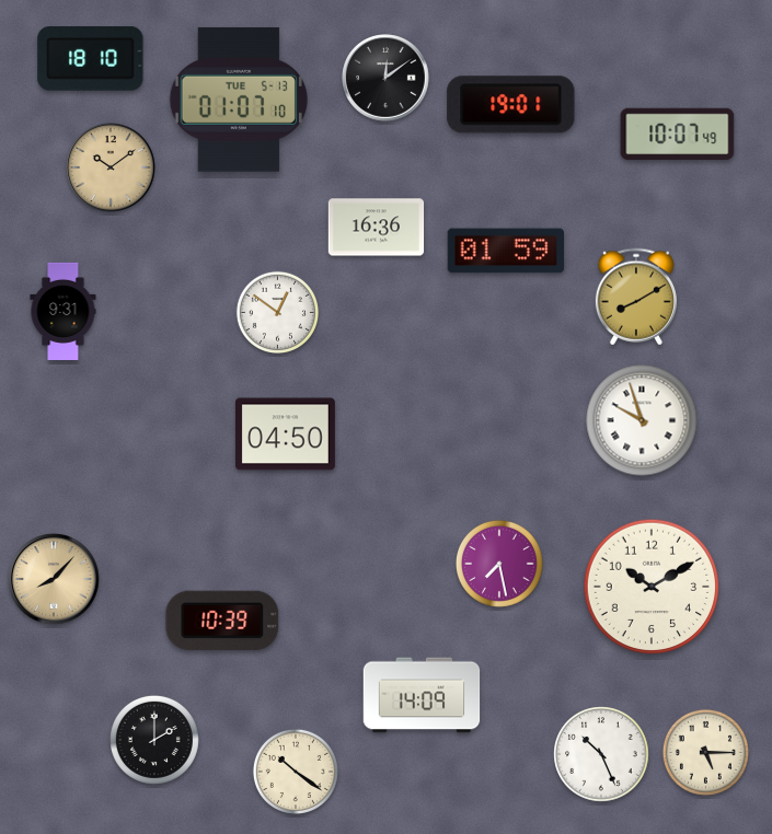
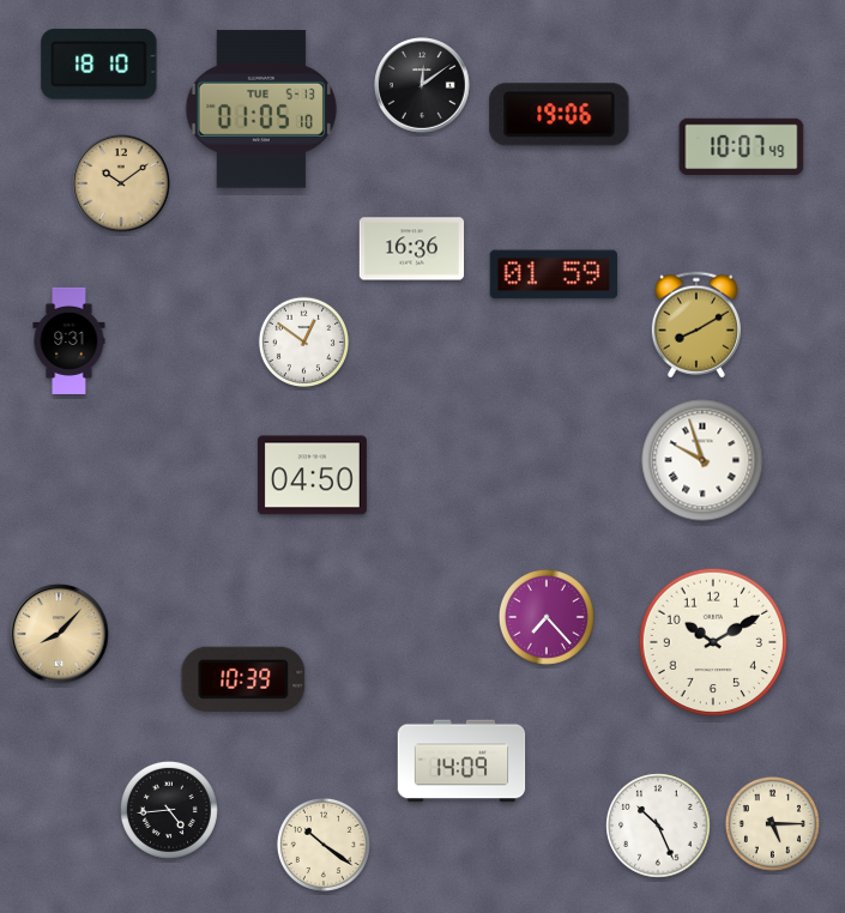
clock at (239, 100): 01:07 -> 01:05
clock at (511, 105): 19:01 -> 19:06
clock at (499, 564): 7:28 -> 7:23
clock at (154, 740): 2:00 -> 4:44
